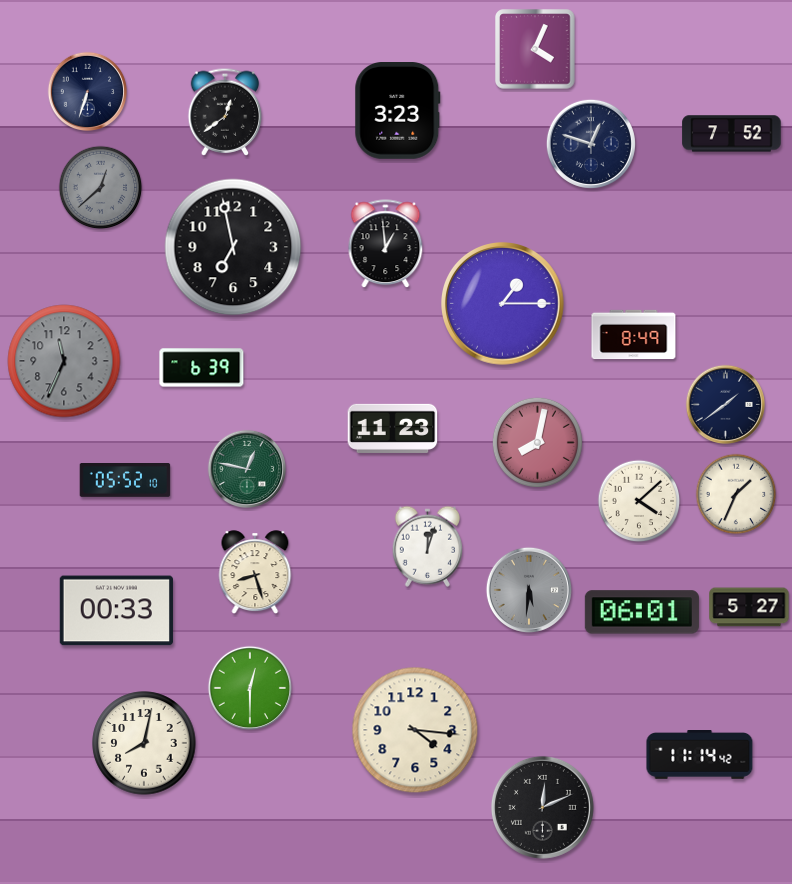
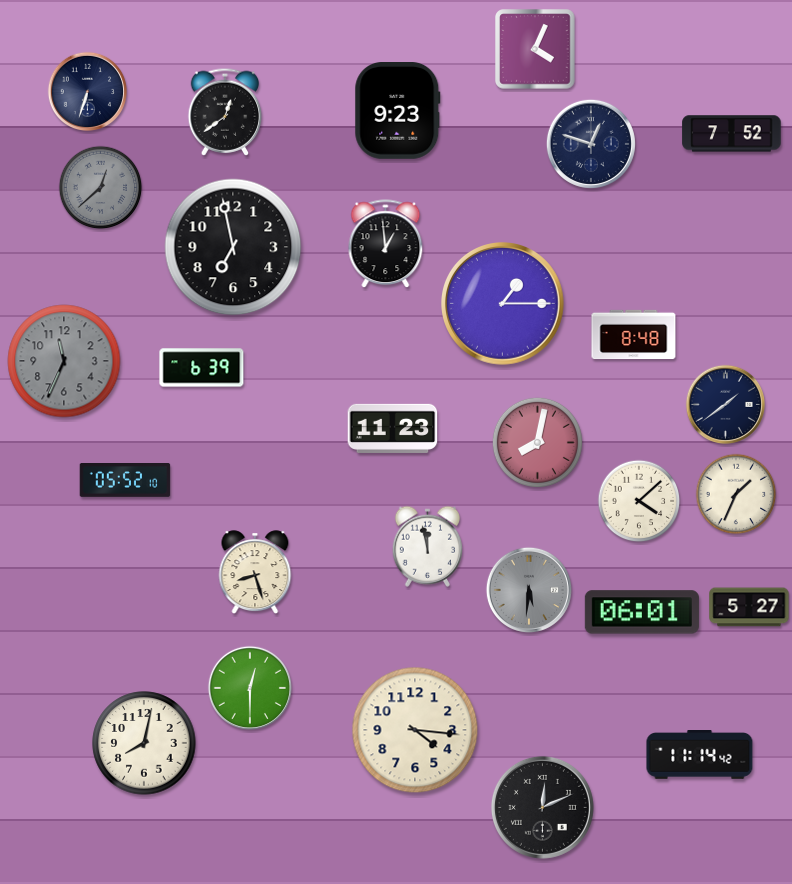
clock at (398, 111): 3:23 -> 9:23
clock at (634, 335): 8:49 -> 8:48
clock at (246, 468): 12:47 -> none
clock at (427, 546): 12:03 -> 11:58
clock at (116, 611): 00:33 -> none
